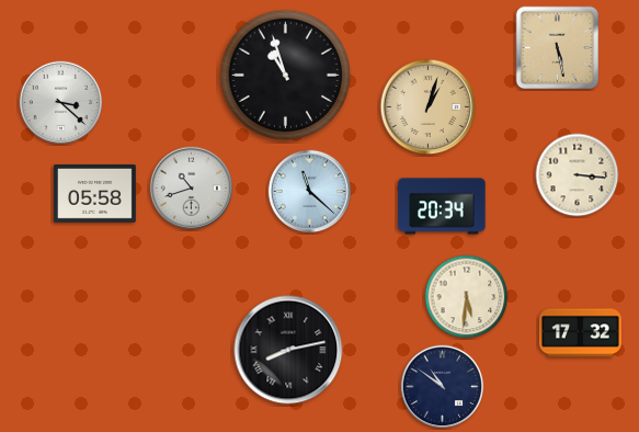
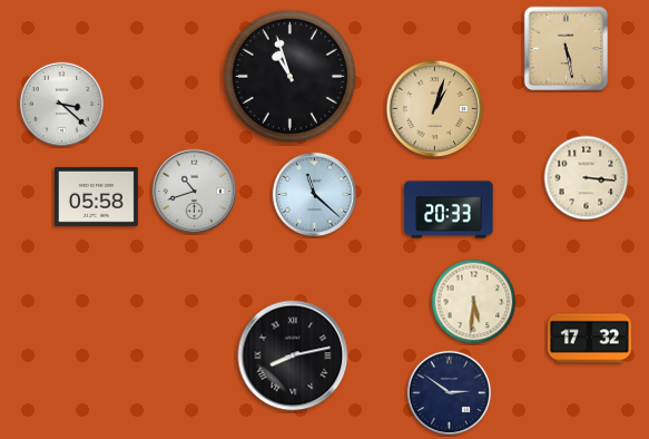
clock at (442, 206): 20:34 -> 20:33
clock at (443, 387): 10:51 -> 2:51
